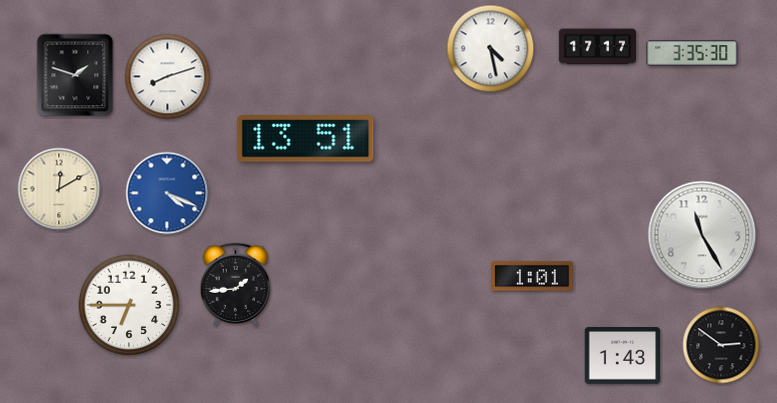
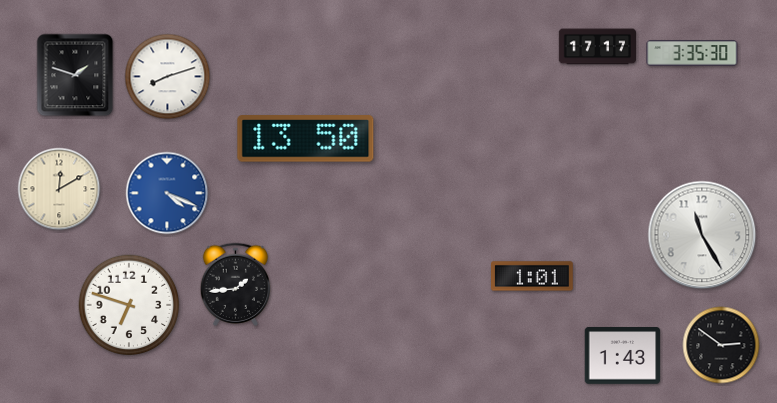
clock at (491, 49): 4:28 -> none
clock at (306, 139): 13:51 -> 13:50
clock at (129, 305): 6:45 -> 6:48
